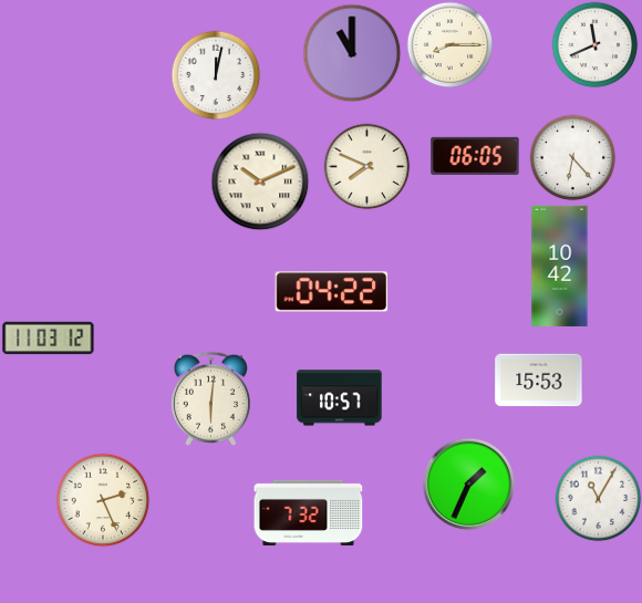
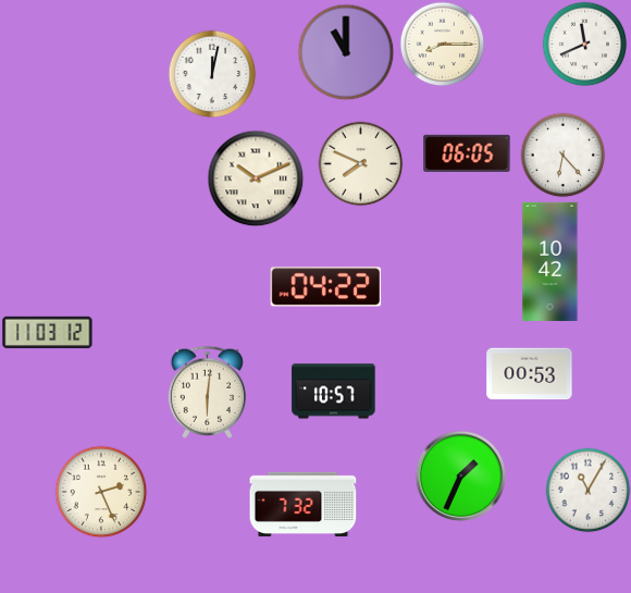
clock at (539, 381): 15:53 -> 00:53
